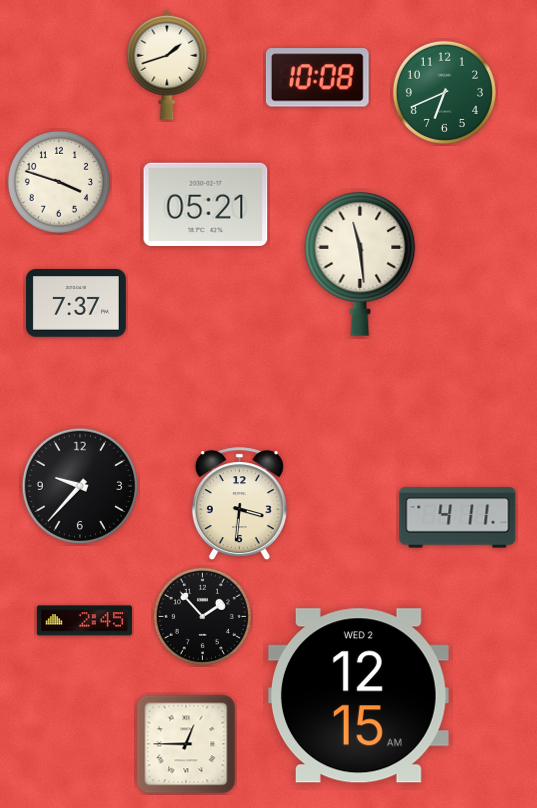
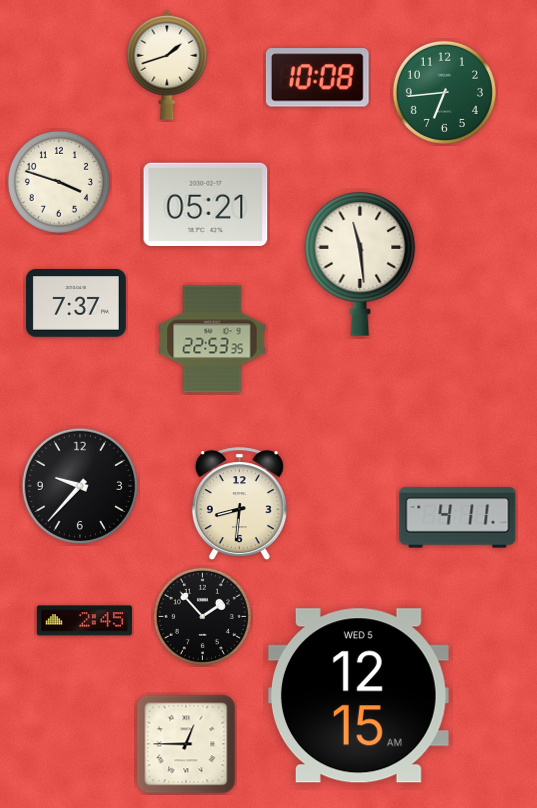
clock at (444, 92): 6:41 -> 6:44
clock at (212, 339): none -> 22:53
clock at (239, 504): 3:31 -> 8:31
clock at (358, 696) date: WED 2 -> WED 5
